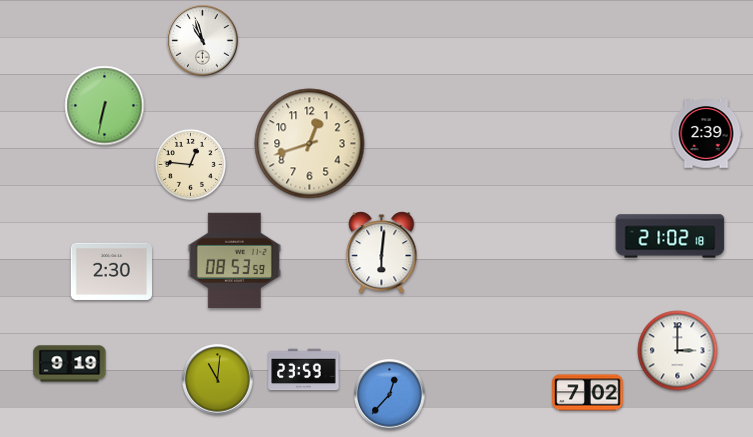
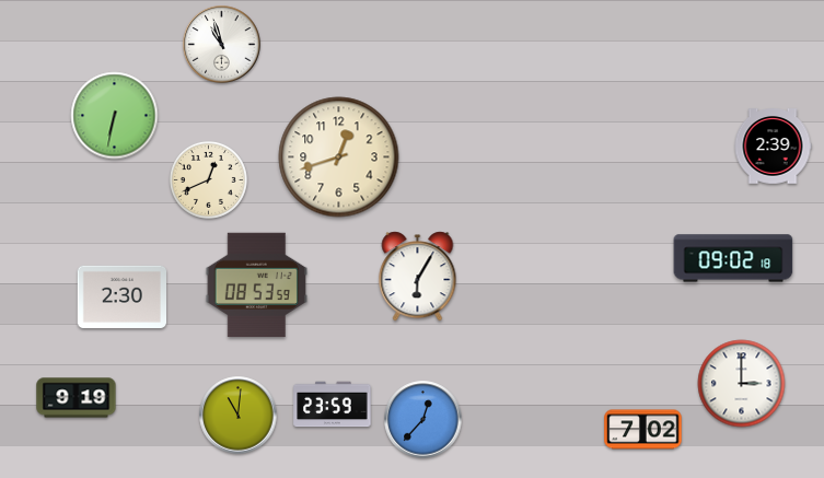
clock at (190, 164): 12:46 -> 12:41
clock at (670, 236): 21:02 -> 09:02
clock at (382, 253): 6:01 -> 6:05
clock at (390, 395) position: (390, 395) -> (423, 420)
